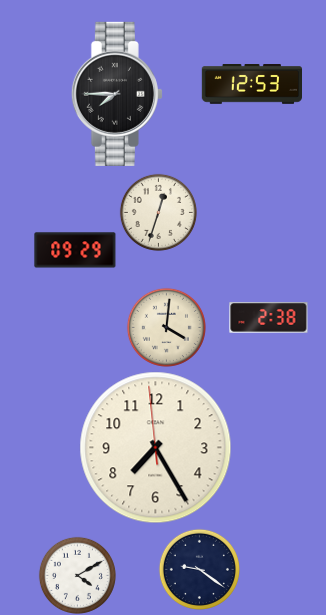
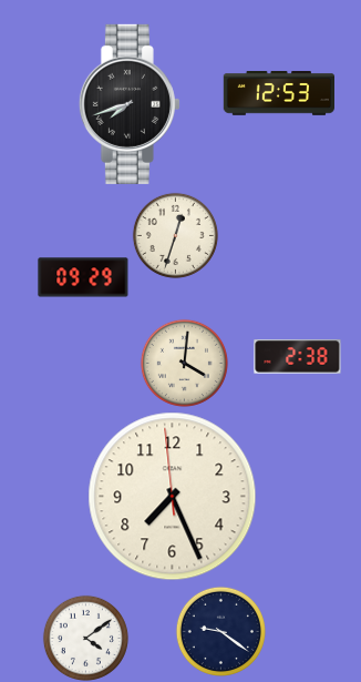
clock at (117, 94): 7:45 -> 7:42
clock at (269, 318) position: (269, 318) -> (298, 357)
clock at (156, 448): 7:24 -> 7:25
clock at (77, 575): 4:10 -> 4:09
